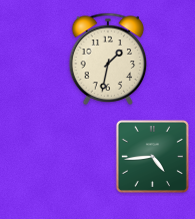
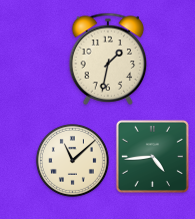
clock at (72, 160): none -> 11:08
